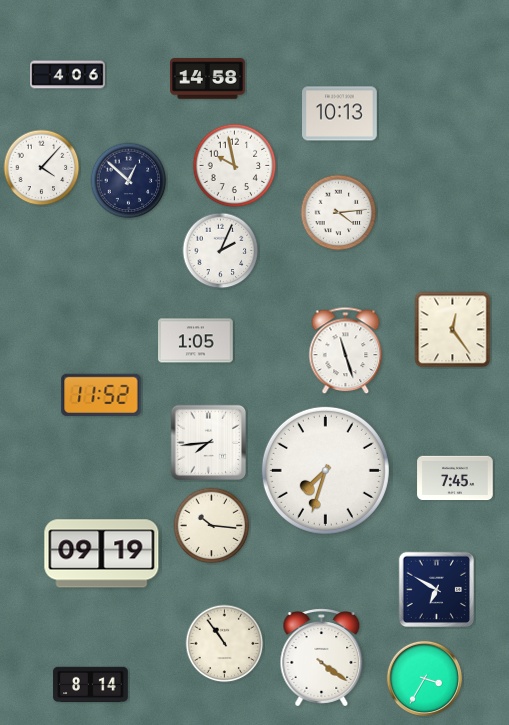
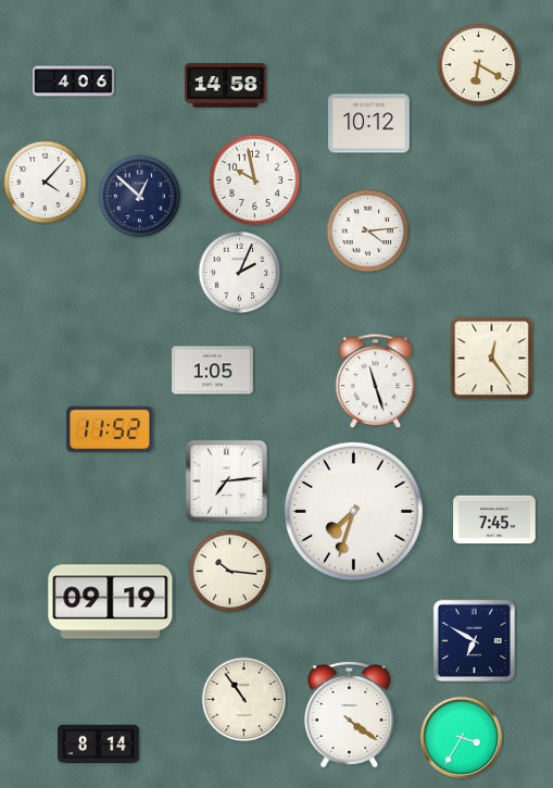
clock at (479, 65): none -> 6:20
clock at (340, 114): 10:13 -> 10:12
clock at (208, 442): 7:44 -> 7:14
